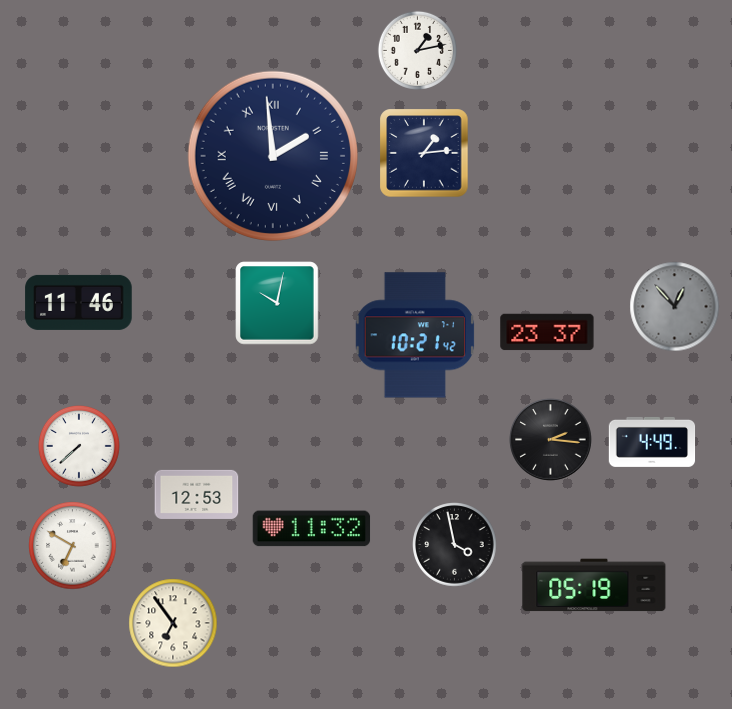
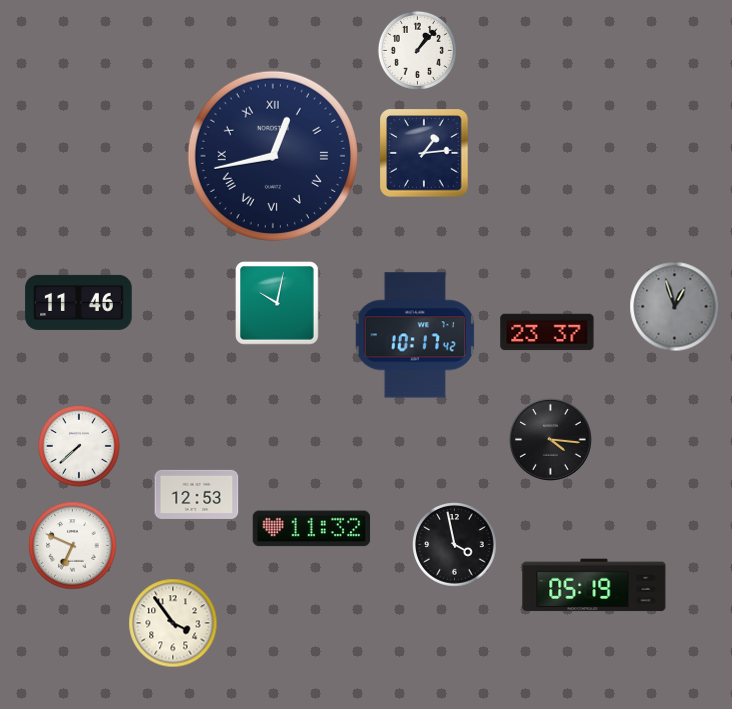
clock at (417, 50): 1:13 -> 1:07
clock at (273, 156): 1:59 -> 12:43
clock at (675, 307): 12:53 -> 12:57
clock at (415, 335): 10:21 -> 10:17
clock at (551, 440): 2:16 -> 4:16
clock at (652, 442): 4:49 -> none
clock at (73, 546): 6:50 -> 6:49
clock at (173, 623): 6:54 -> 3:54
